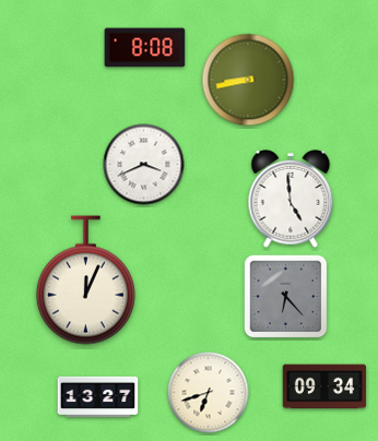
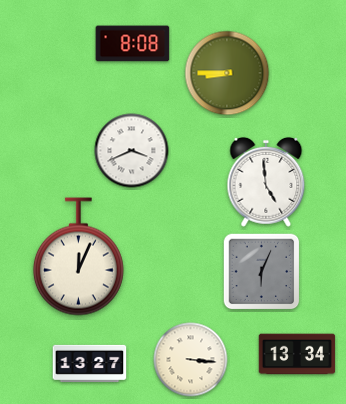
clock at (248, 80): 8:43 -> 8:45
clock at (286, 297): 6:23 -> 6:04
clock at (324, 386): 09:34 -> 13:34
clock at (209, 393): 6:42 -> 3:16
